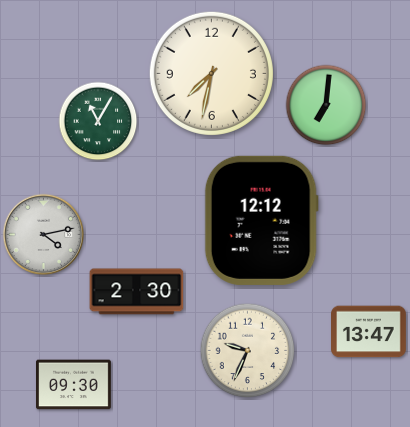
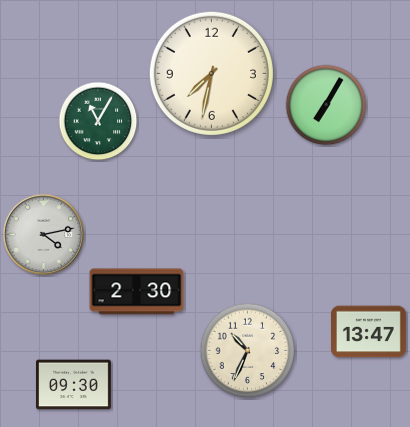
clock at (326, 105): 7:01 -> 7:05
clock at (261, 220): 12:12 -> none
clock at (248, 351): 9:34 -> 10:34
